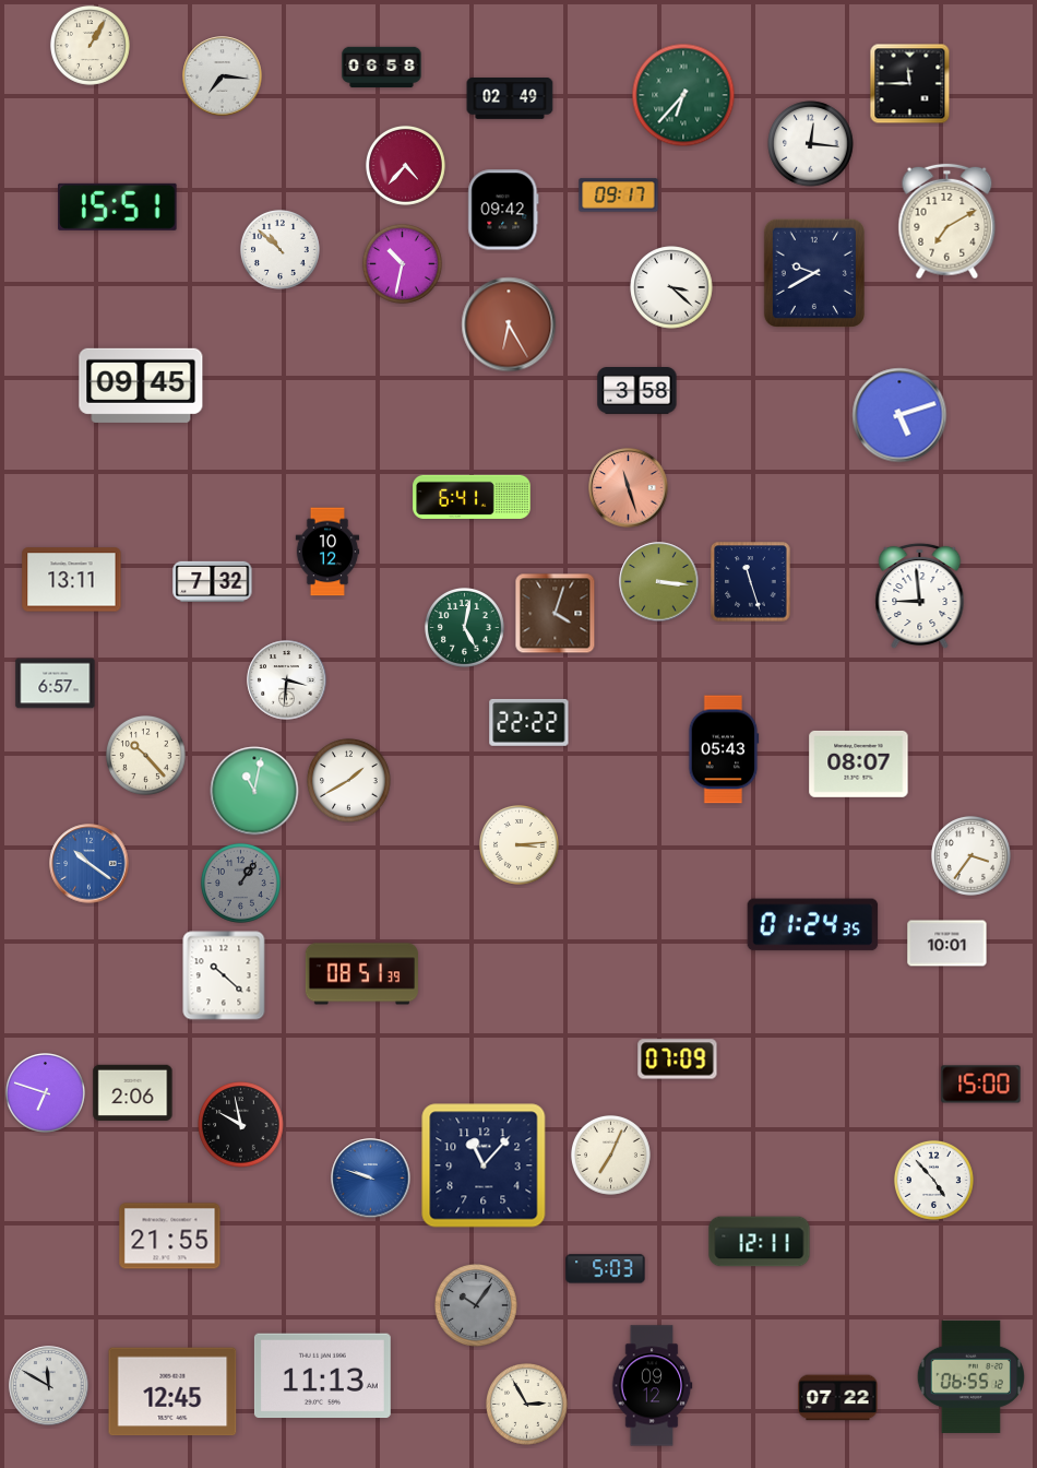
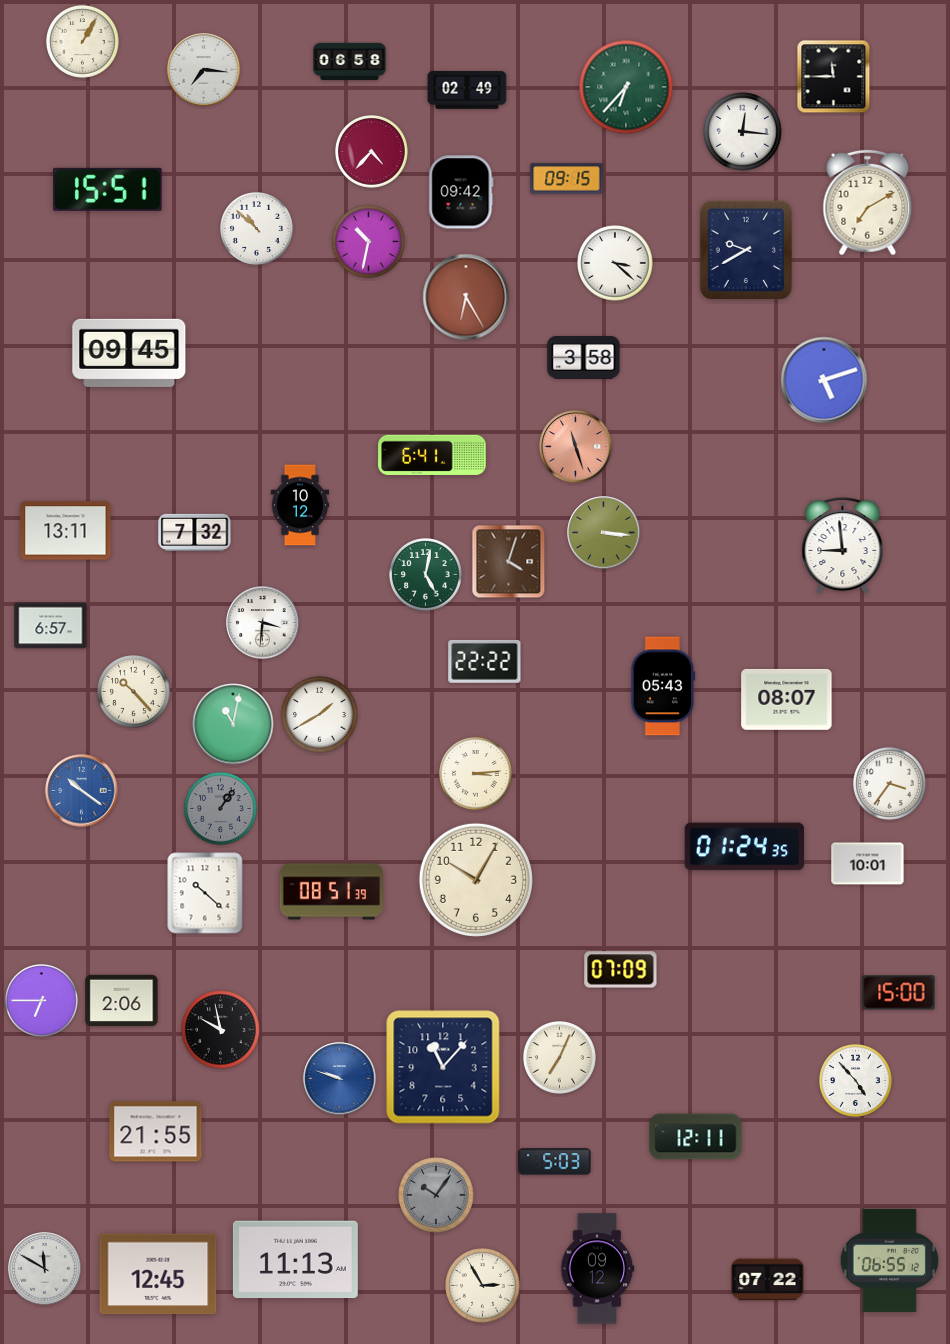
clock at (619, 196): 09:17 -> 09:15
clock at (751, 582): 11:27 -> none
clock at (476, 880): none -> 10:05
clock at (45, 1092): 6:48 -> 6:45
